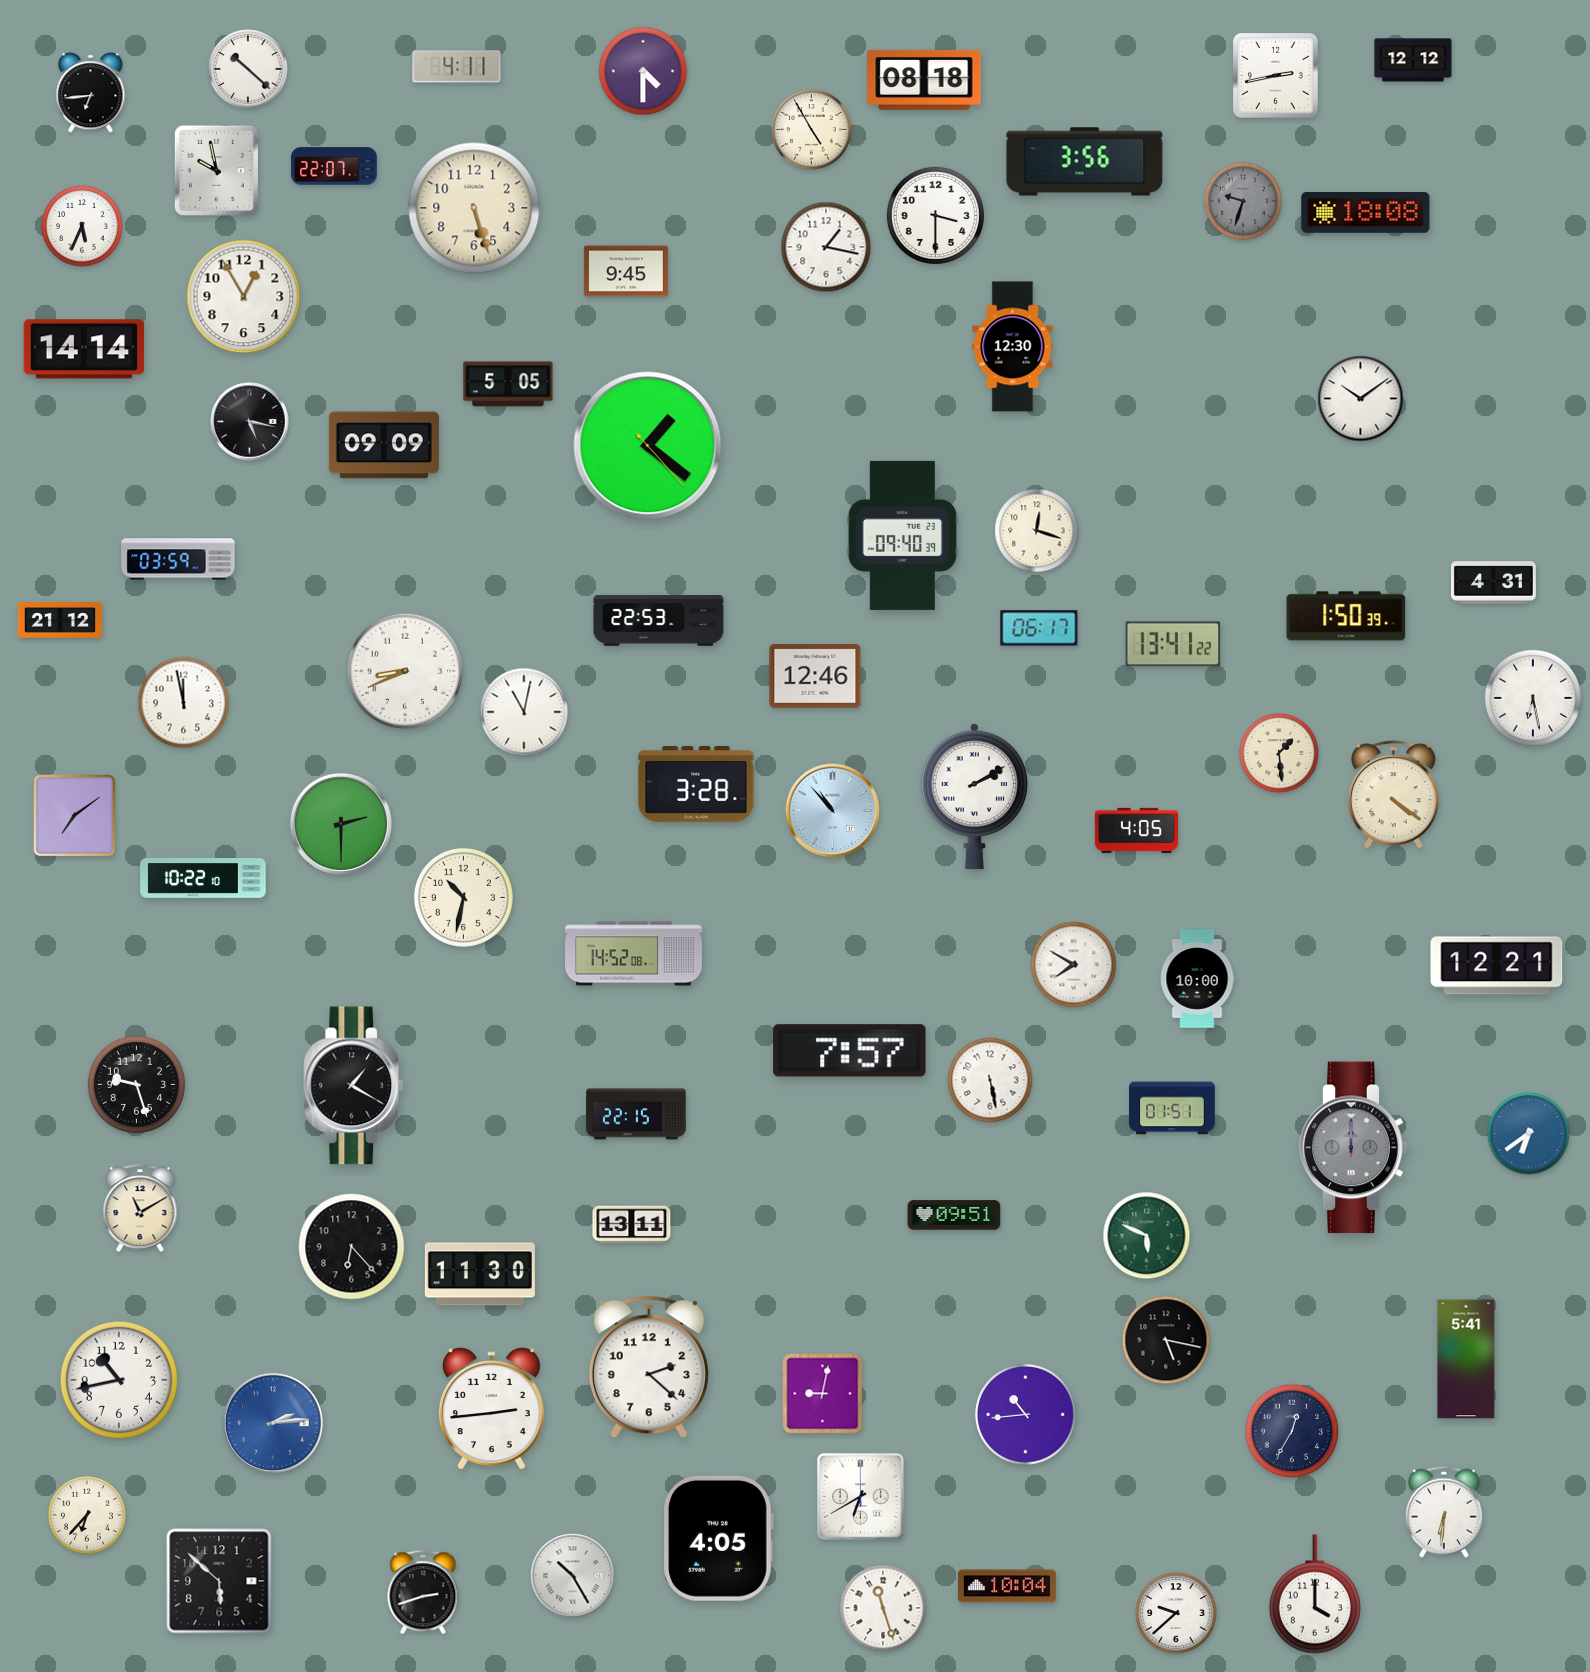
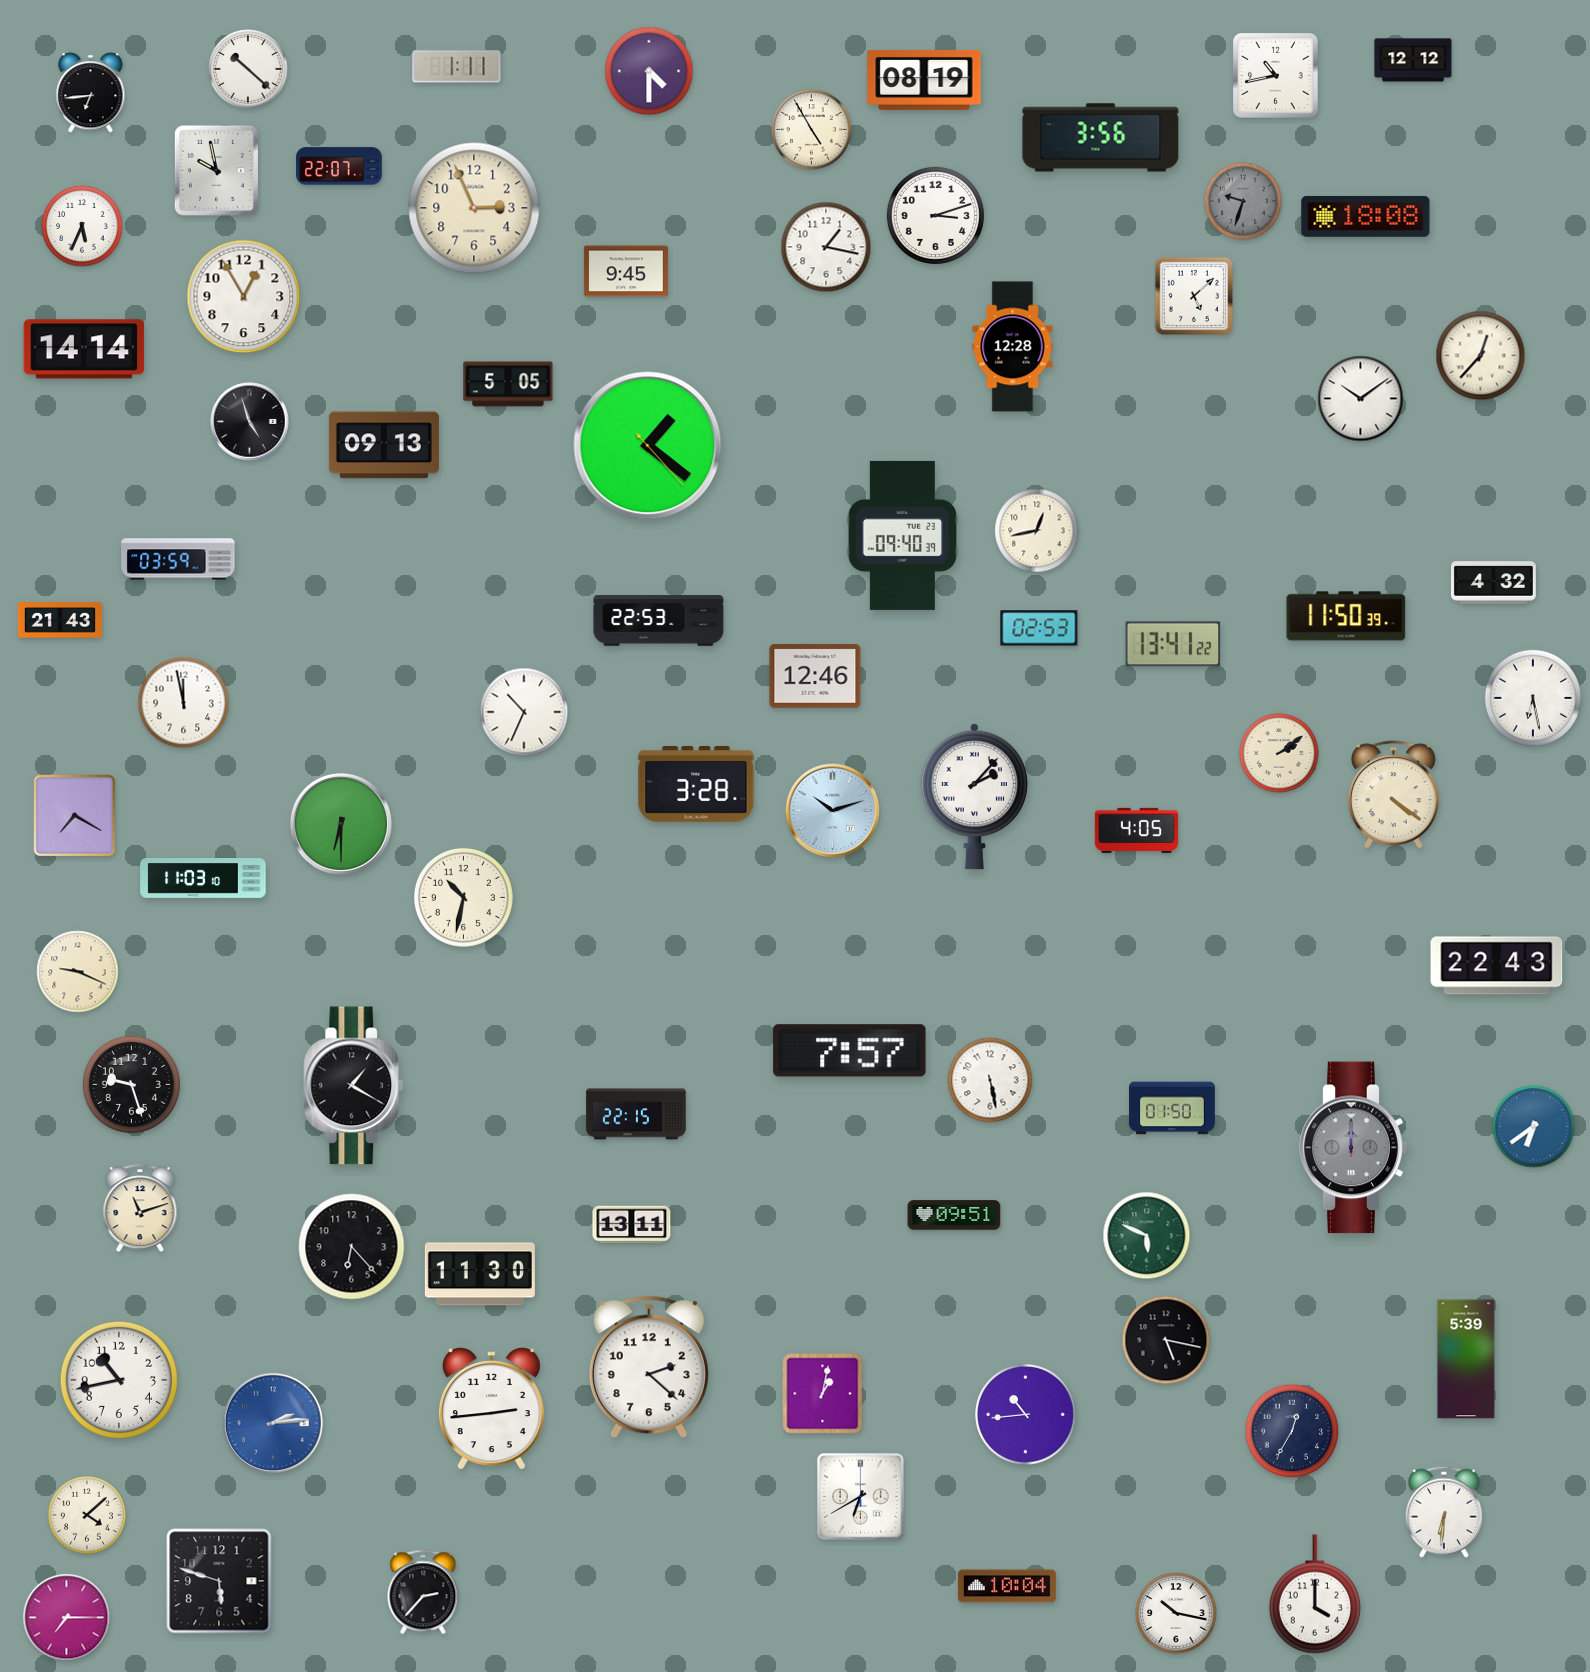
clock at (457, 67): 4:11 -> 1:11
clock at (643, 71) position: (643, 71) -> (649, 71)
clock at (1276, 76): 2:43 -> 10:43
clock at (924, 80): 08:18 -> 08:19
clock at (1085, 162) position: (1085, 162) -> (1101, 138)
clock at (334, 166) position: (334, 166) -> (339, 166)
clock at (474, 208): 5:27 -> 2:56
clock at (1366, 212) position: (1366, 212) -> (1366, 216)
clock at (935, 215): 3:30 -> 3:12
clock at (1193, 295): none -> 5:08
clock at (1013, 347): 12:30 -> 12:28
clock at (1481, 356): none -> 12:37
clock at (250, 422): 5:17 -> 4:57
clock at (384, 445): 09:09 -> 09:13
clock at (1037, 531): 12:18 -> 12:43
clock at (1493, 583): 4:31 -> 4:32
clock at (1346, 616): 1:50 -> 11:50
clock at (60, 620): 21:12 -> 21:43
clock at (1039, 628): 06:17 -> 02:53
clock at (405, 671): 8:41 -> none
clock at (524, 712): 11:02 -> 10:34
clock at (1279, 753): 1:29 -> 2:09
clock at (974, 796): 2:10 -> 2:07
clock at (833, 811): 10:53 -> 10:12
clock at (75, 816): 7:09 -> 7:20
clock at (341, 824): 2:30 -> 6:30
clock at (203, 879): 10:22 -> 11:03
clock at (634, 954): 14:52 -> none
clock at (1074, 965): 7:50 -> none
clock at (1497, 966): 12:21 -> 22:43
clock at (78, 972): none -> 9:19
clock at (1197, 979): 10:00 -> none
clock at (136, 1084) position: (136, 1084) -> (131, 1084)
clock at (1172, 1108): 01:51 -> 01:50
clock at (1529, 1134) position: (1529, 1134) -> (1534, 1127)
clock at (140, 1209): 11:10 -> 11:12
clock at (1466, 1359): 5:41 -> 5:39
clock at (823, 1394): 9:02 -> 1:02
clock at (87, 1515): 6:37 -> 4:08
clock at (718, 1538): 4:05 -> none
clock at (573, 1576): 10:25 -> none
clock at (219, 1581): 5:52 -> 5:48
clock at (423, 1592): 2:42 -> 2:37
clock at (883, 1608): 11:27 -> none
clock at (1176, 1613): 9:38 -> 10:17
clock at (67, 1618): none -> 7:15
